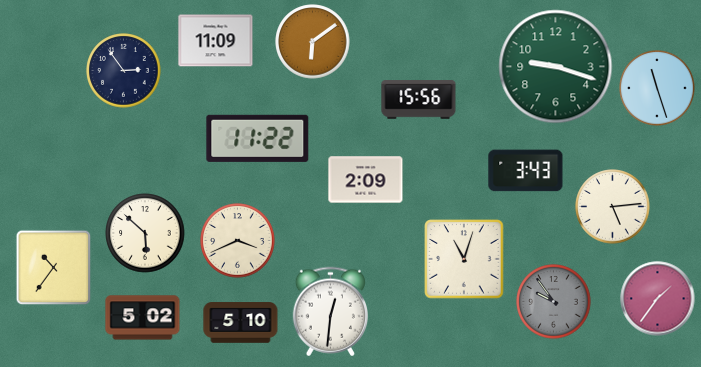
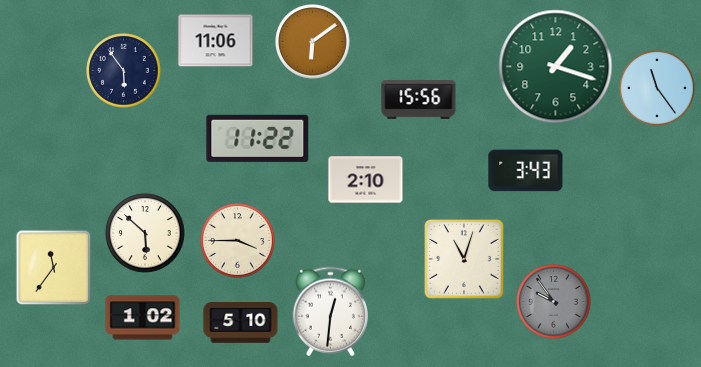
clock at (216, 41): 11:09 -> 11:06
clock at (556, 67): 9:18 -> 1:18
clock at (124, 71): 2:54 -> 5:54
clock at (657, 88): 11:27 -> 11:24
clock at (366, 180): 2:09 -> 2:10
clock at (613, 207): 5:14 -> none
clock at (238, 241): 3:41 -> 3:45
clock at (54, 268): 10:36 -> 11:36
clock at (658, 299): 1:36 -> none
clock at (143, 318): 5:02 -> 1:02
